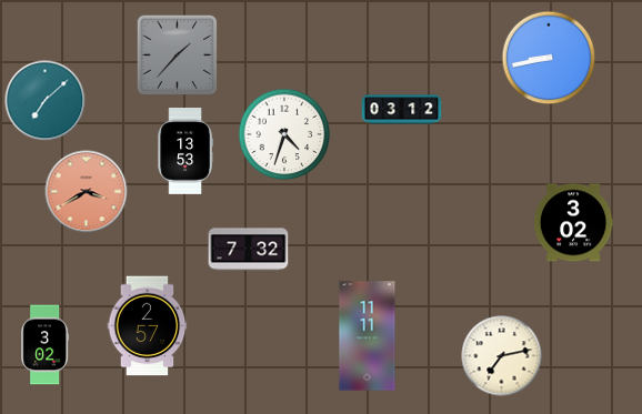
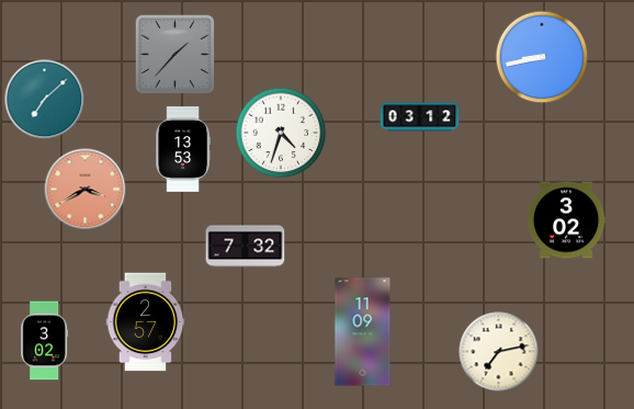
clock at (402, 110) position: (402, 110) -> (420, 117)
clock at (368, 336): 11:11 -> 11:09
clock at (502, 356) position: (502, 356) -> (499, 352)
